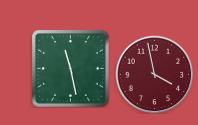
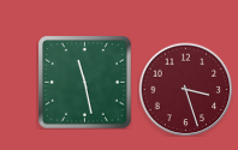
clock at (154, 74): 3:58 -> 3:27
